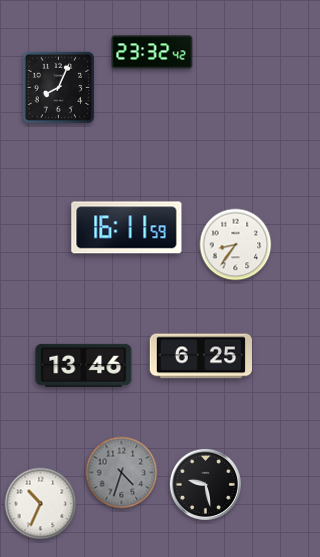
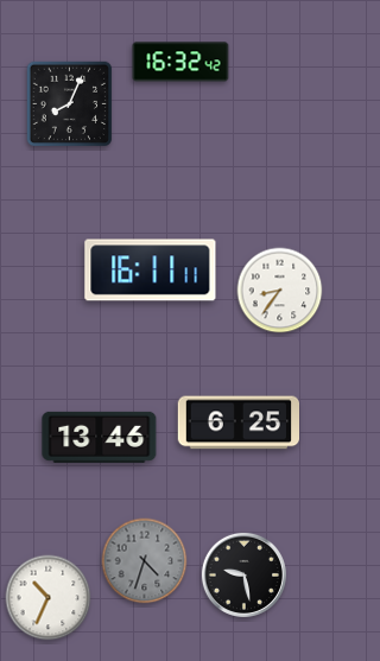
clock at (152, 52): 23:32 -> 16:32
clock at (127, 228): 16:11:59 -> 16:11:11
clock at (84, 365) position: (84, 365) -> (100, 437)
